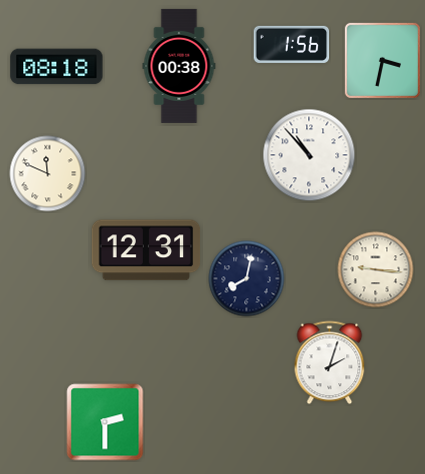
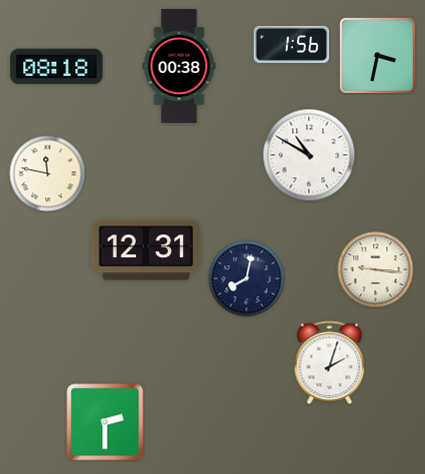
clock at (382, 60) position: (382, 60) -> (377, 55)
clock at (309, 155): 10:53 -> 10:50
clock at (48, 174): 11:49 -> 11:47
